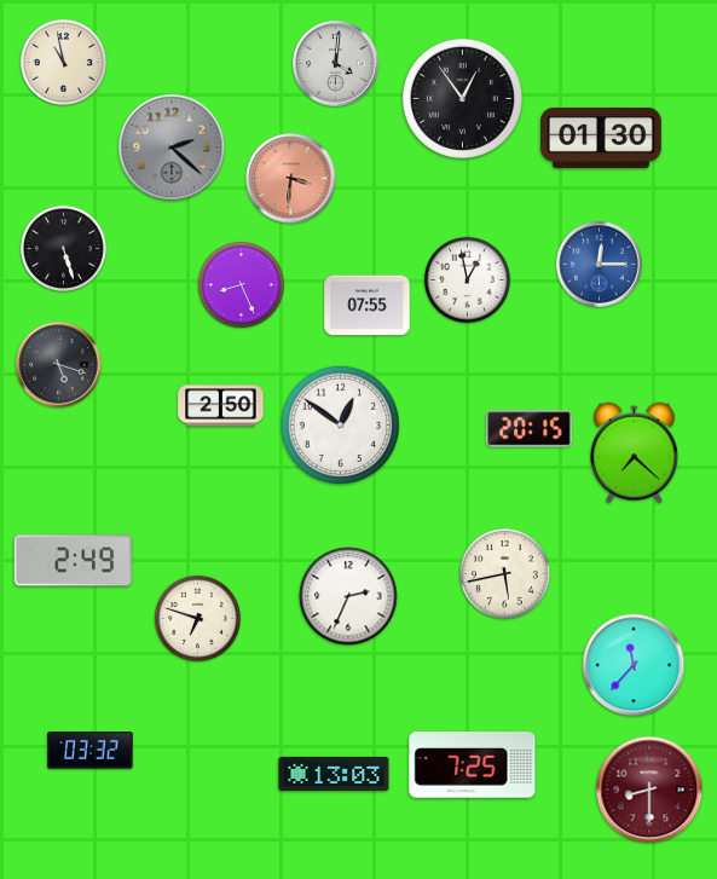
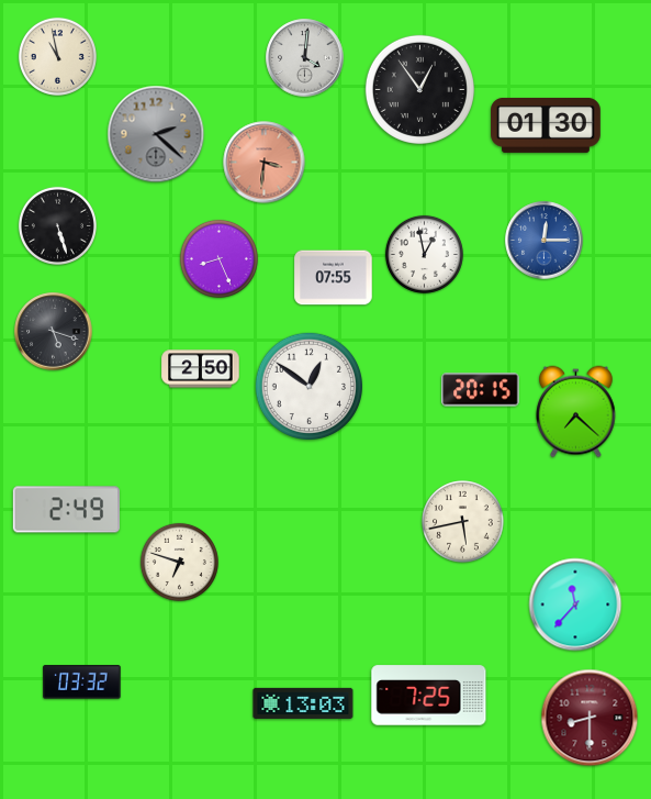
clock at (505, 574) position: (505, 574) -> (463, 522)
clock at (348, 596): 2:34 -> none
